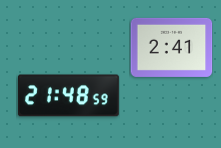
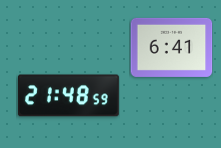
clock at (171, 47): 2:41 -> 6:41
